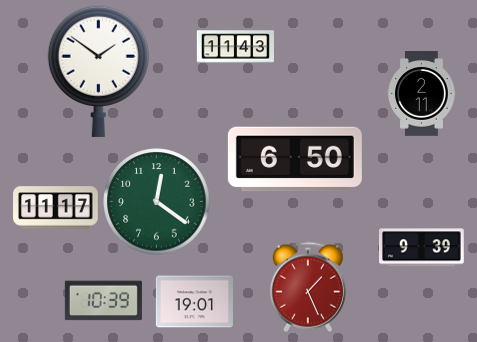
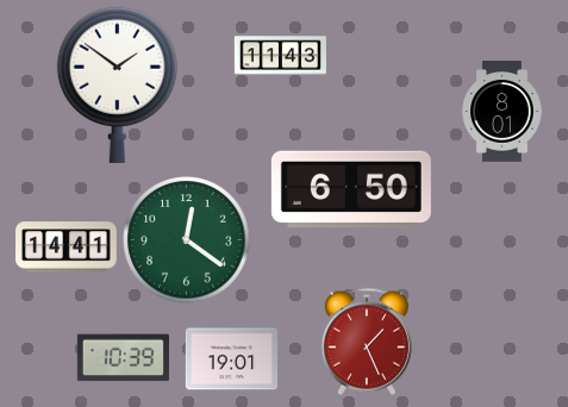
clock at (422, 94): 2:11 -> 8:01
clock at (56, 208): 11:17 -> 14:41
clock at (422, 248): 9:39 -> none
